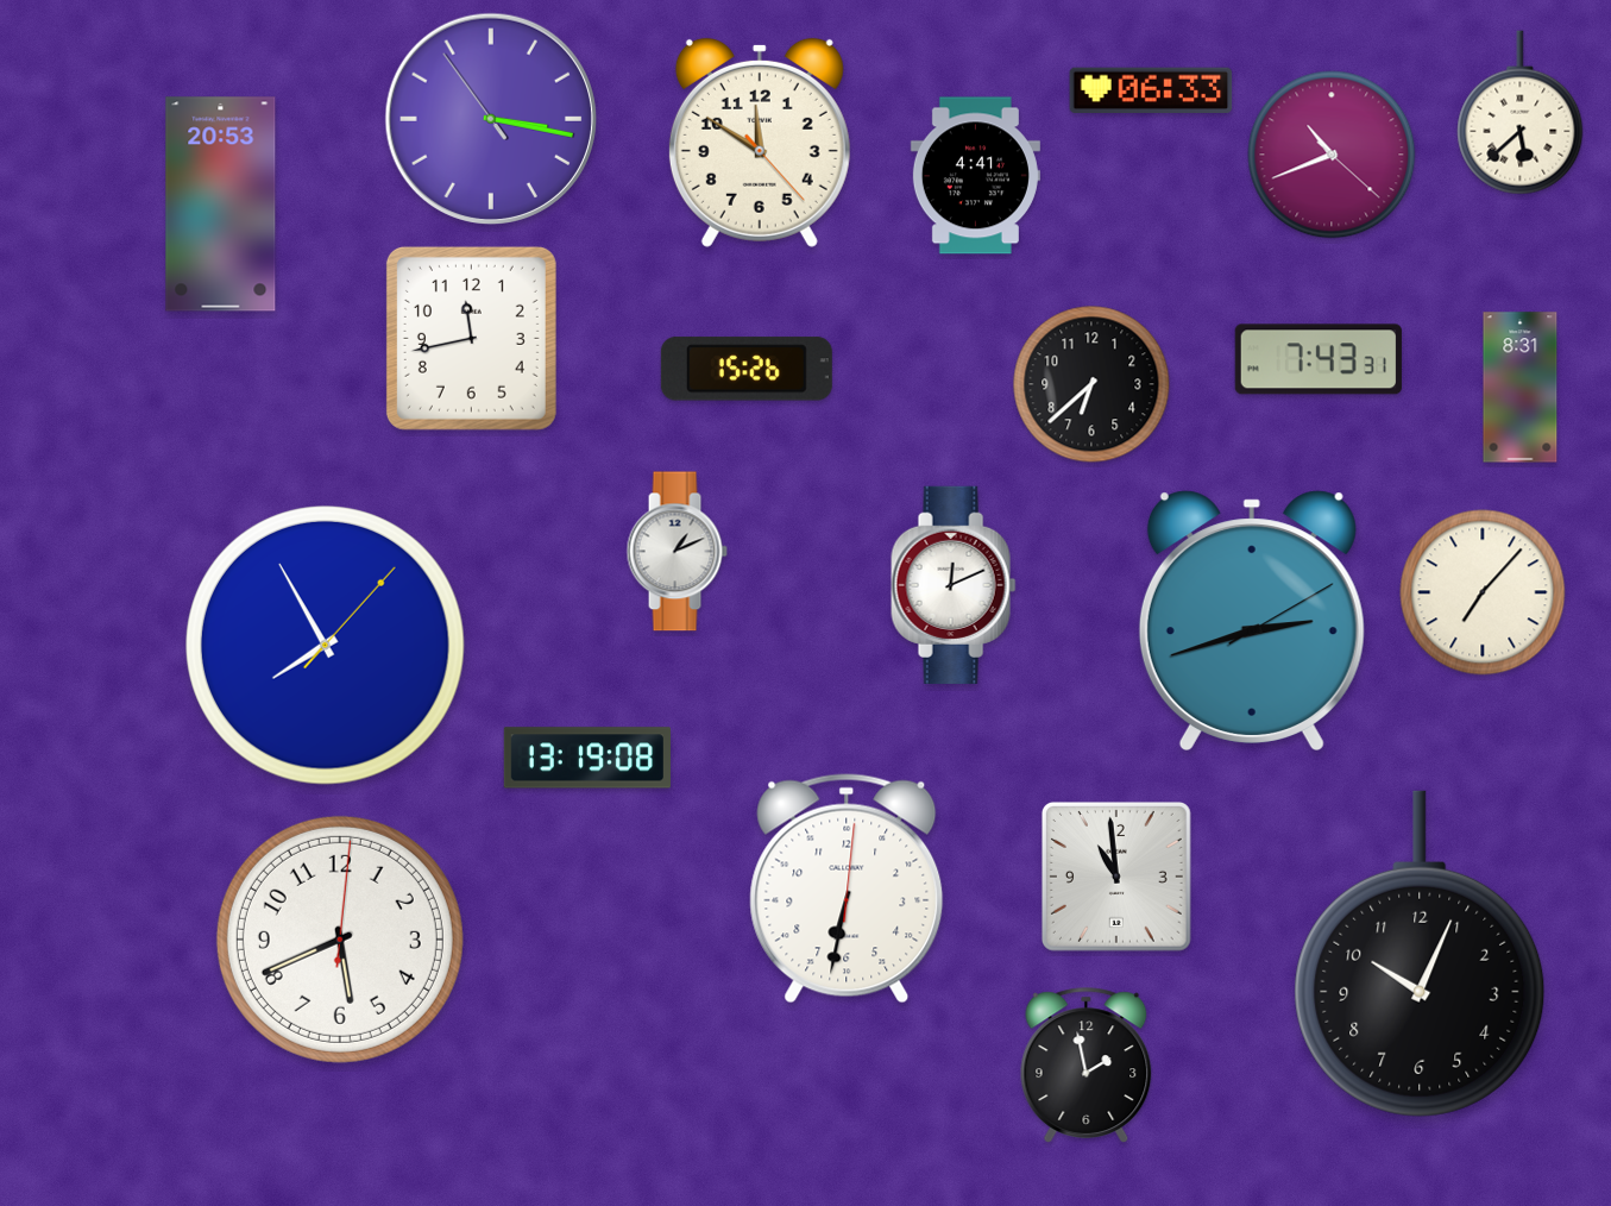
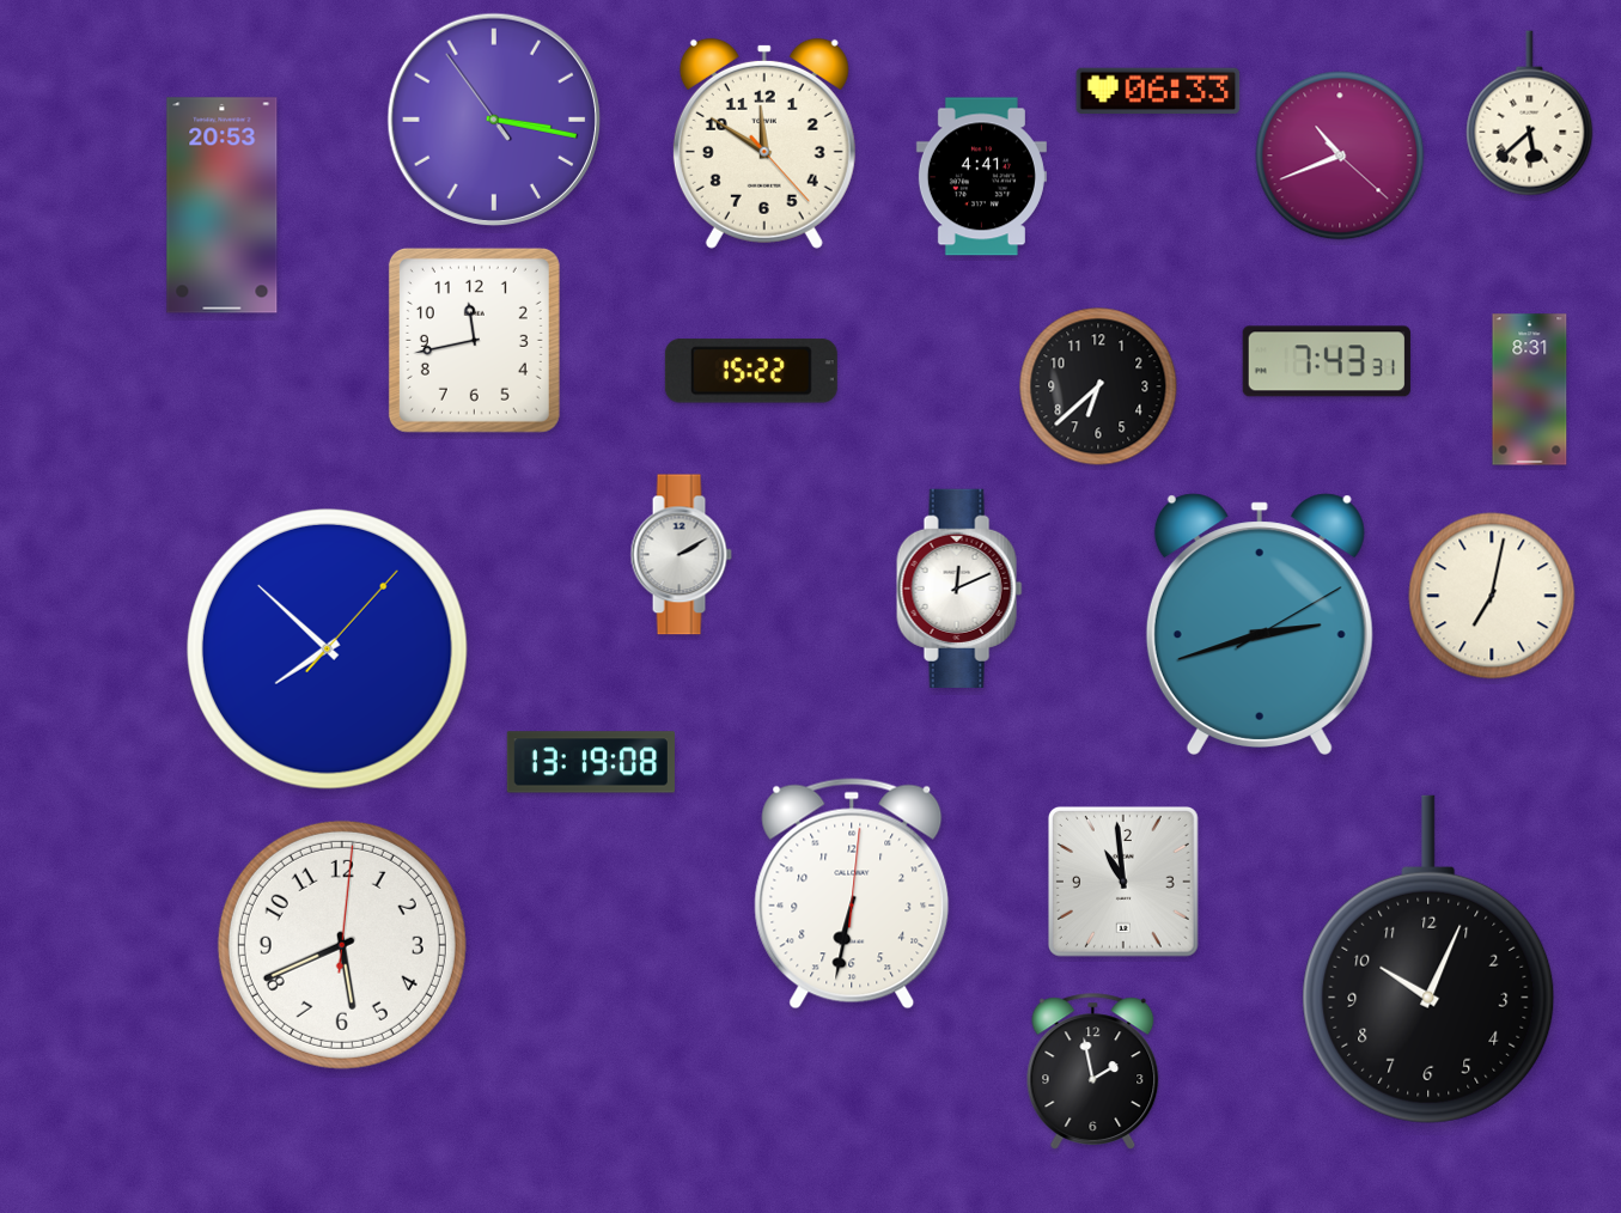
clock at (747, 369): 15:26 -> 15:22
clock at (677, 552): 1:11 -> 2:10
clock at (1483, 592): 7:07 -> 7:02
clock at (325, 645): 7:55 -> 7:52
